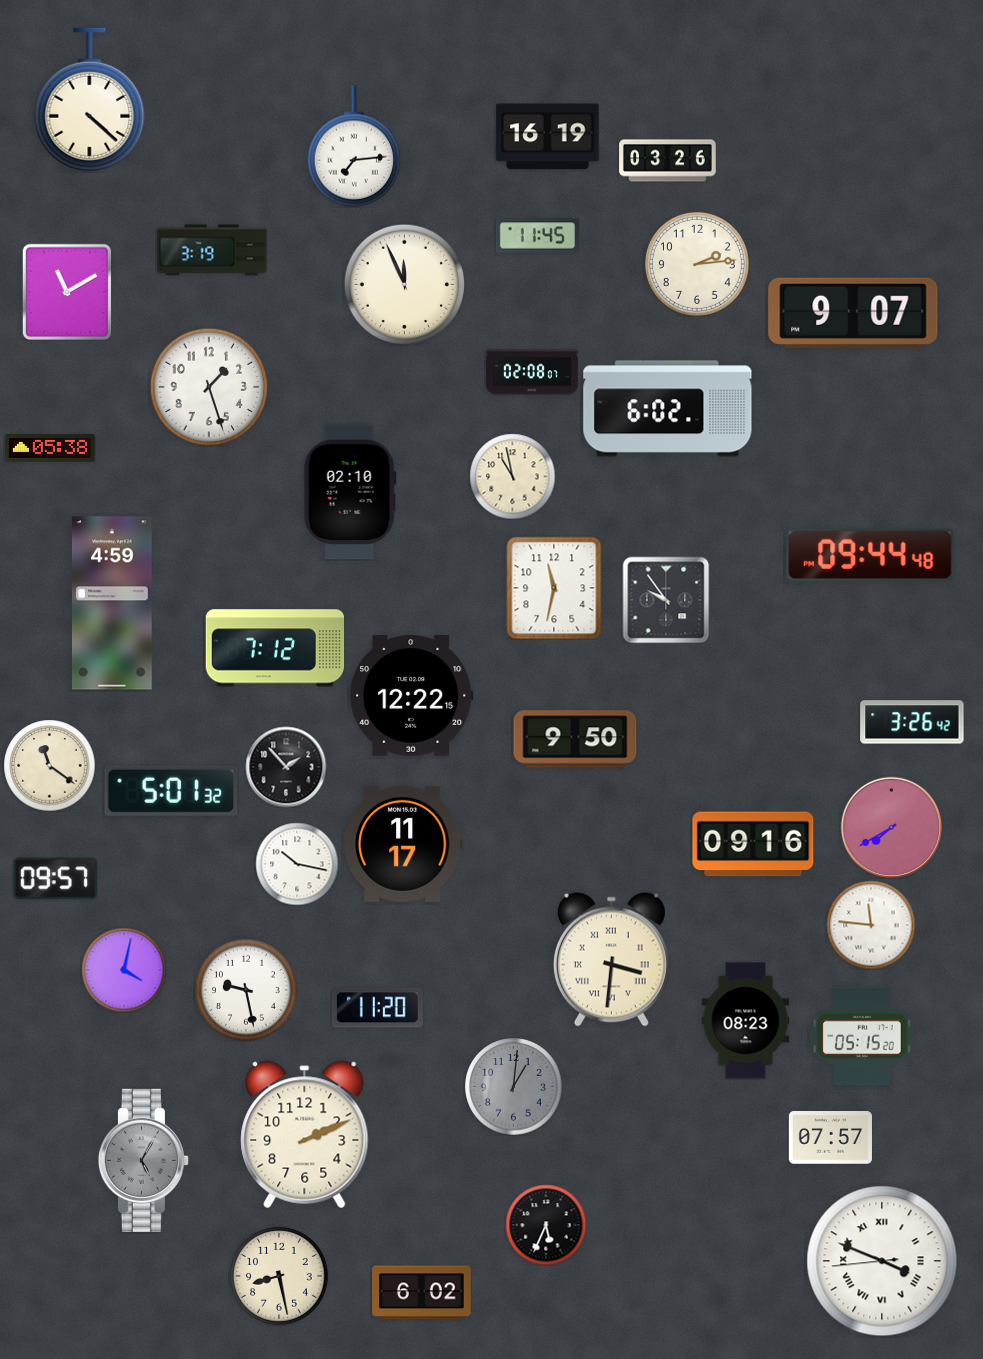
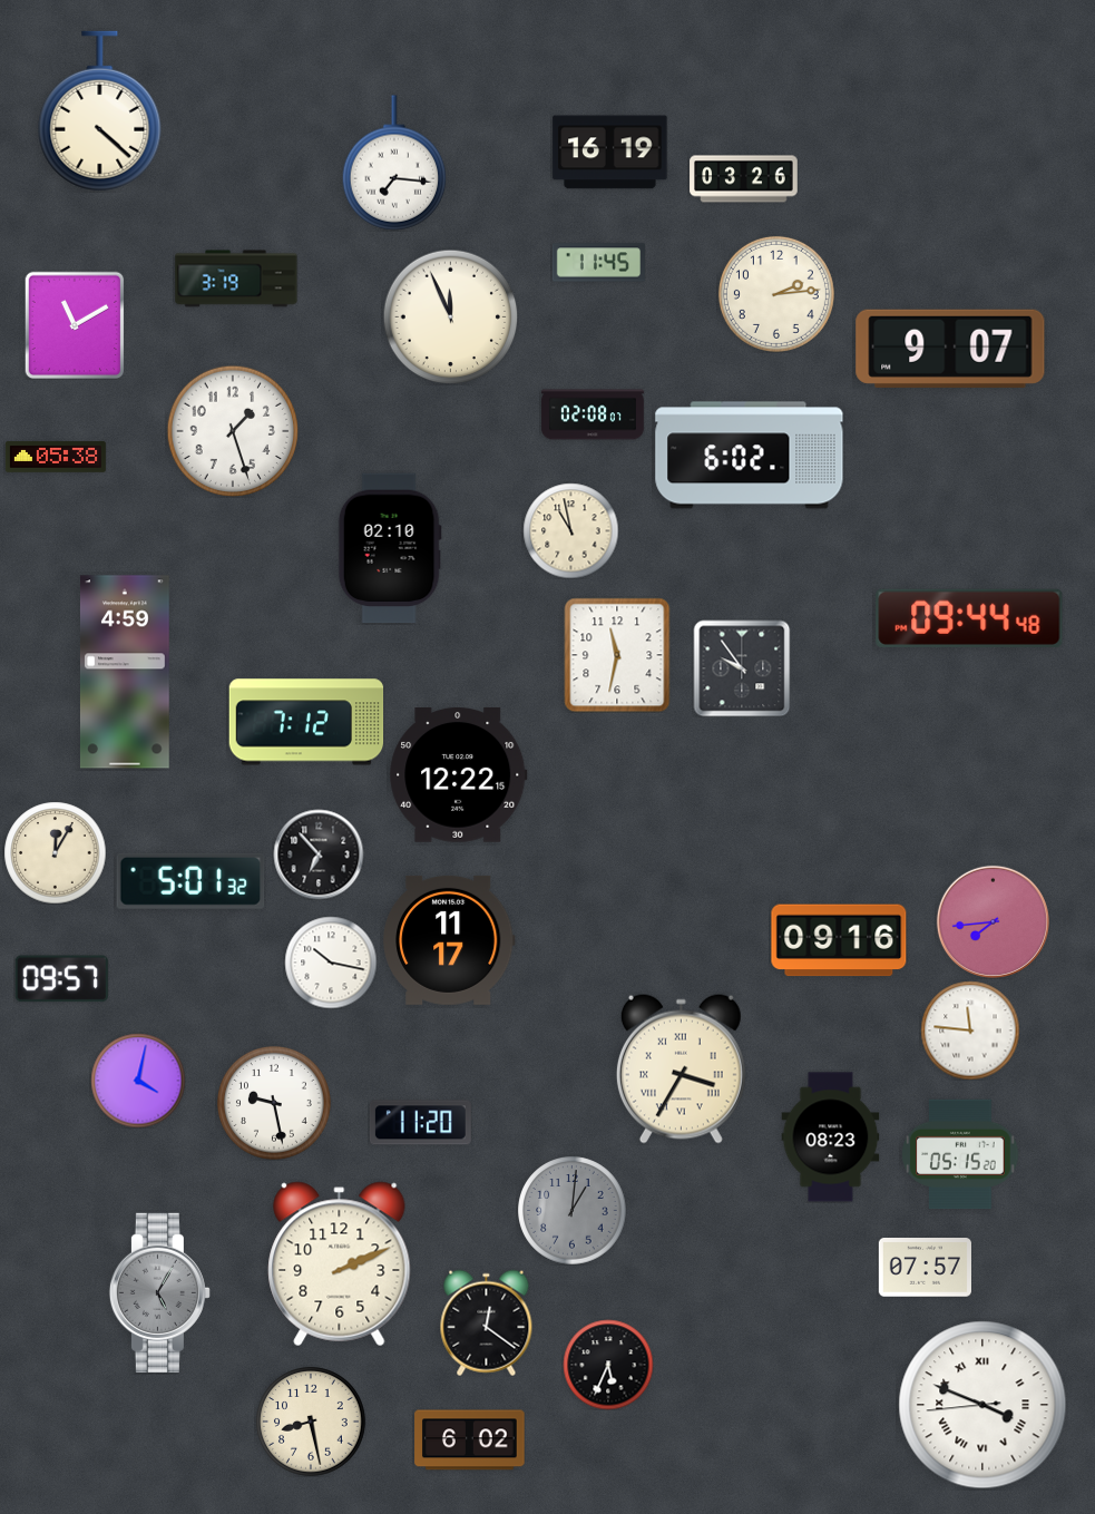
clock at (354, 146): 7:14 -> 7:16
clock at (668, 409) position: (668, 409) -> (750, 456)
clock at (50, 448) position: (50, 448) -> (56, 457)
clock at (912, 722): 3:26 -> none
clock at (575, 739): 9:50 -> none
clock at (49, 765): 11:21 -> 12:05
clock at (286, 767): 1:53 -> 6:53
clock at (891, 827): 7:40 -> 7:44
clock at (611, 959): 3:31 -> 3:35
clock at (487, 1322): none -> 12:21
